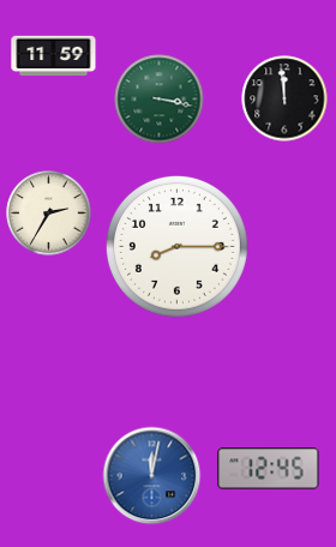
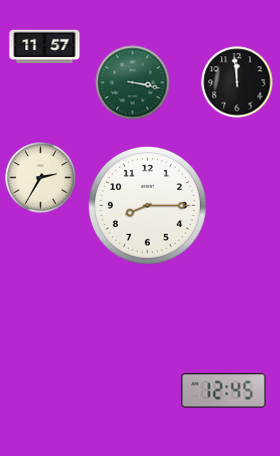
clock at (54, 56): 11:59 -> 11:57
clock at (152, 476): 12:02 -> none
